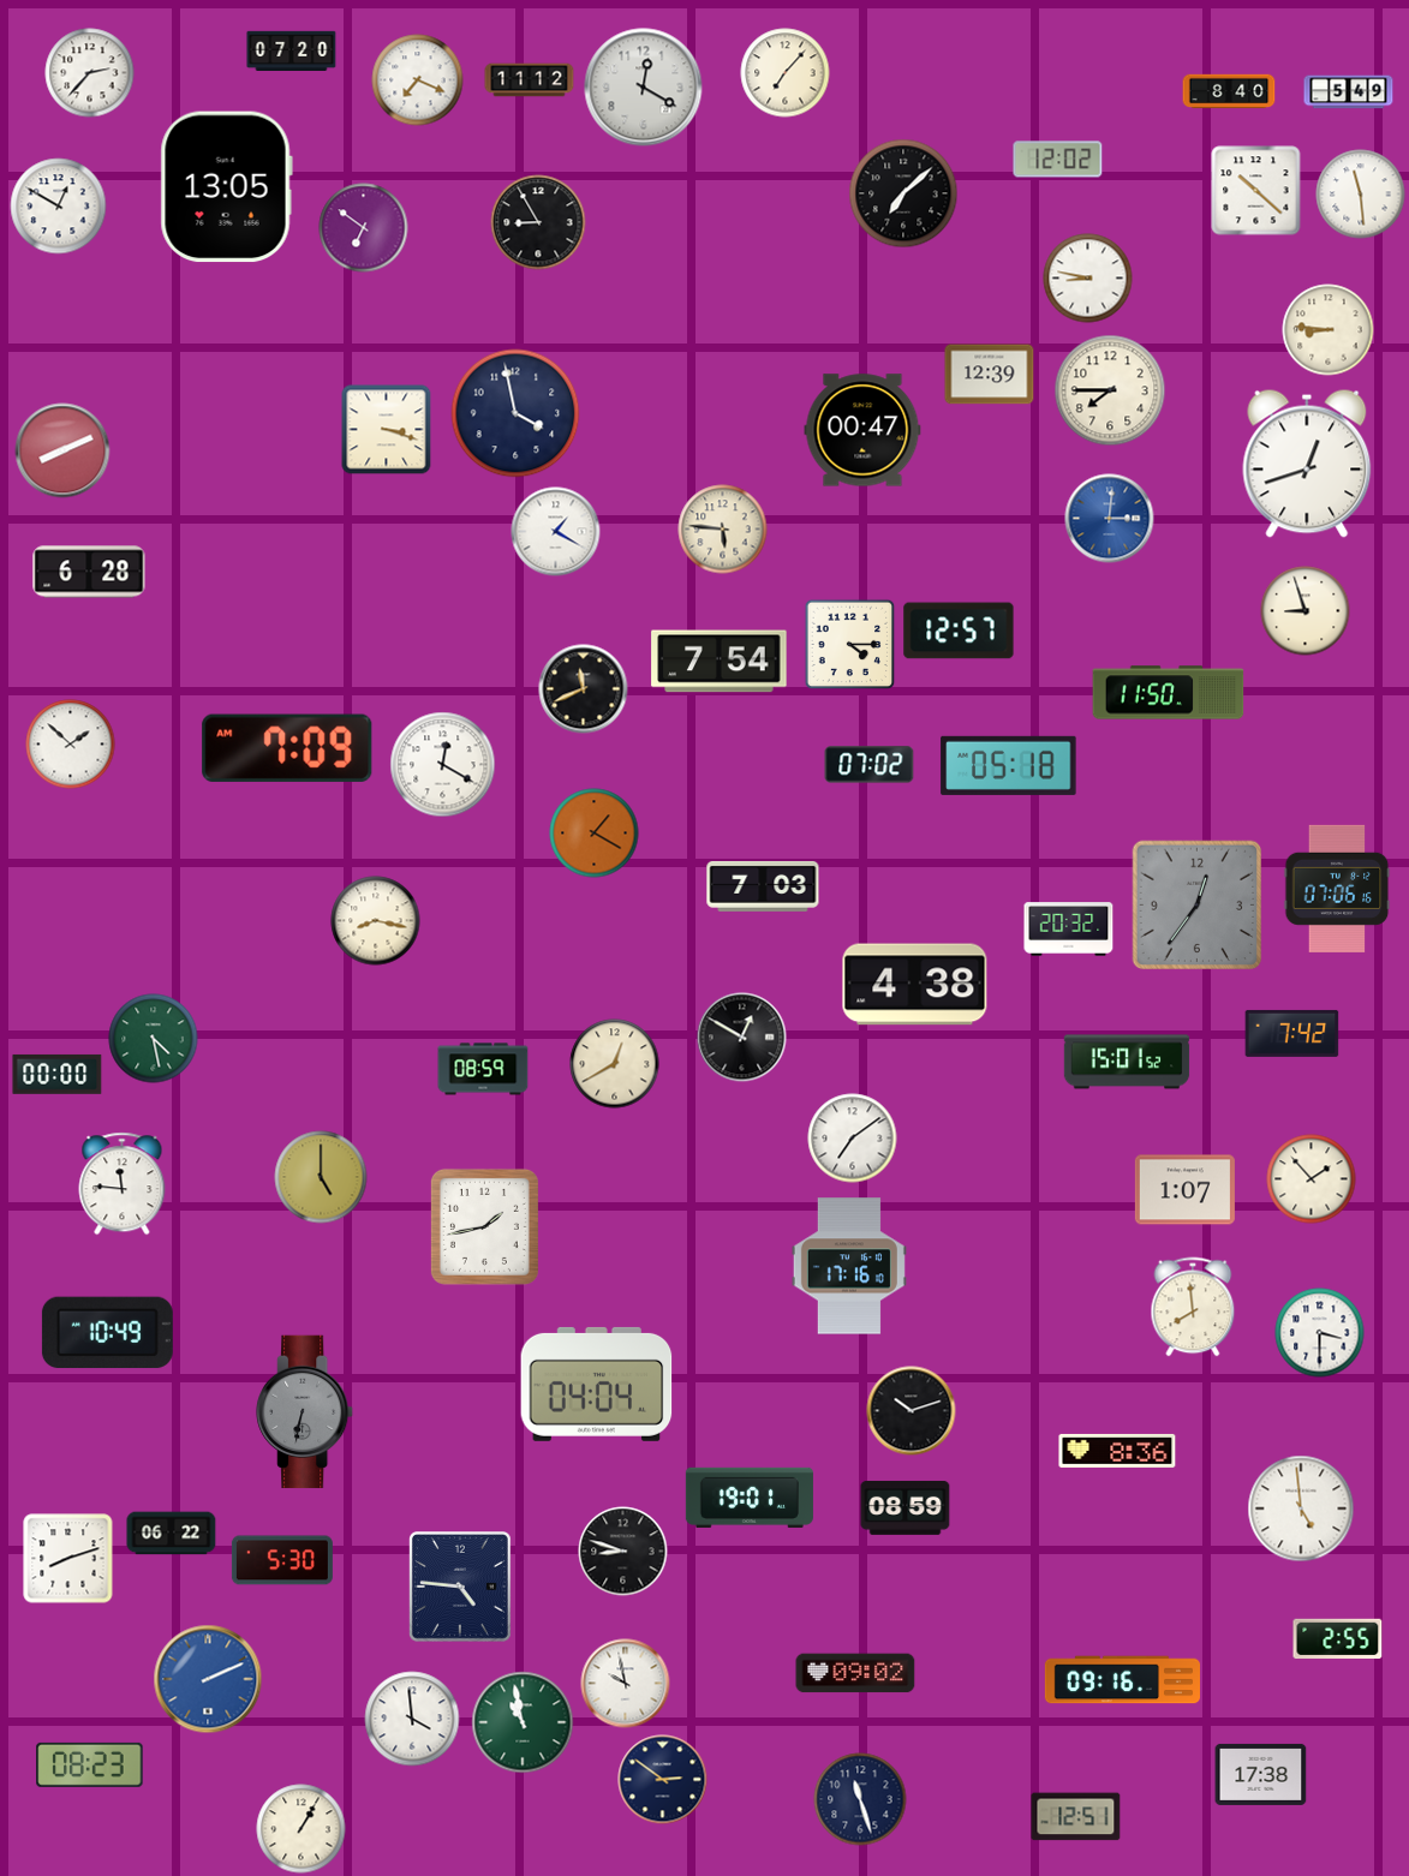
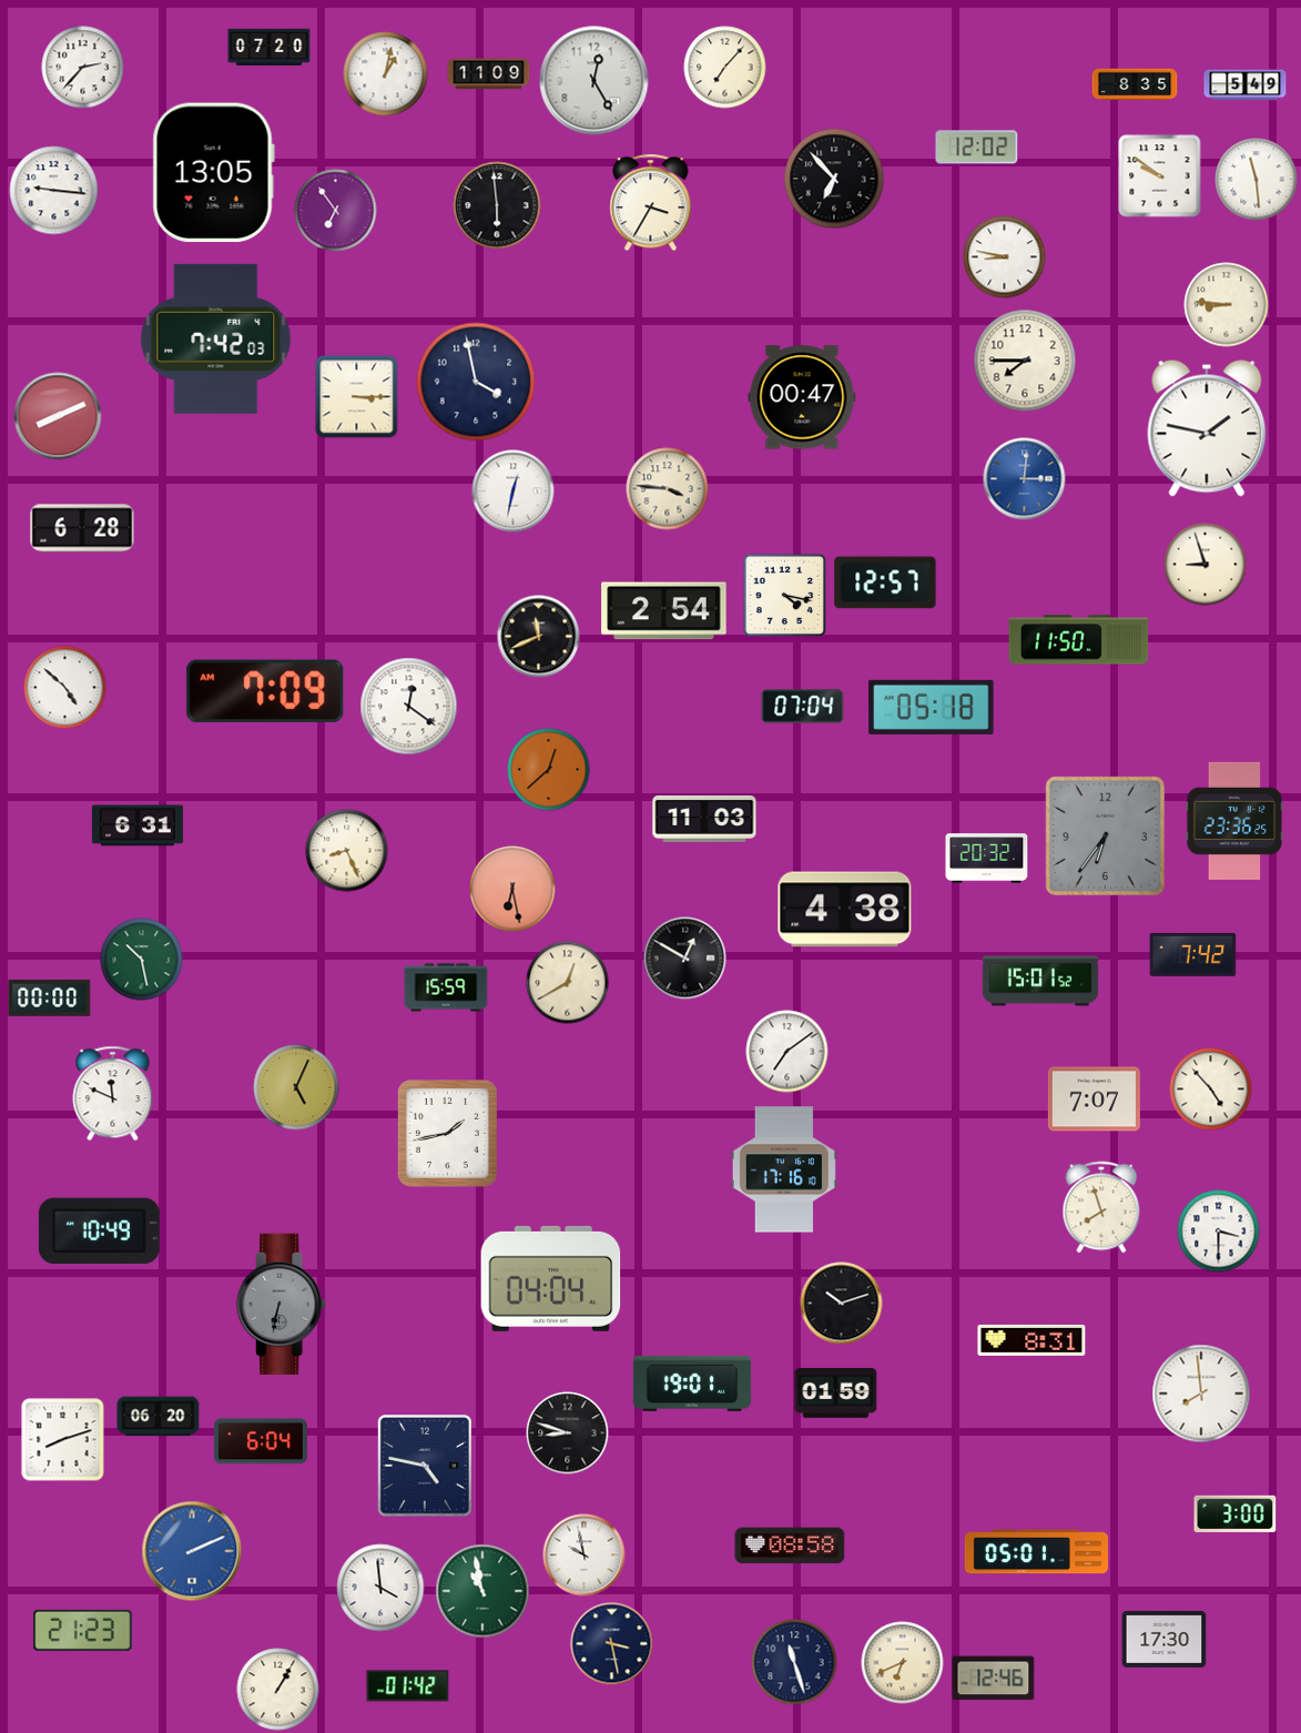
clock at (418, 80): 7:19 -> 1:02
clock at (530, 80): 11:12 -> 11:09
clock at (644, 88): 12:20 -> 12:25
clock at (1229, 91): 8:40 -> 8:35
clock at (226, 187) position: (226, 187) -> (213, 173)
clock at (1256, 191): 10:22 -> 9:51
clock at (903, 193): 7:08 -> 6:53
clock at (59, 207): 12:50 -> 9:16
clock at (651, 203): none -> 3:35
clock at (538, 222): 8:55 -> 5:59
clock at (364, 228): 6:51 -> 6:54
clock at (216, 338): none -> 7:42
clock at (990, 375): 12:39 -> none
clock at (387, 430): 3:18 -> 3:15
clock at (862, 430) position: (862, 430) -> (802, 397)
clock at (1307, 464): 12:42 -> 1:47
clock at (723, 530): 5:46 -> 3:46
clock at (556, 532): 1:20 -> 12:32
clock at (850, 645): 4:15 -> 4:17
clock at (720, 662): 7:54 -> 2:54
clock at (71, 745): 1:52 -> 4:52
clock at (443, 765): 12:20 -> 12:21
clock at (870, 765): 07:02 -> 07:04
clock at (595, 834): 1:20 -> 12:38
clock at (763, 886): 7:03 -> 11:03
clock at (1337, 889): 07:06 -> 23:36
clock at (138, 825): none -> 6:31
clock at (1198, 906): 12:36 -> 6:36
clock at (376, 921): 8:17 -> 8:26
clock at (512, 889): none -> 6:28
clock at (154, 1039): 4:28 -> 10:28
clock at (483, 1069): 08:59 -> 15:59
clock at (58, 1074) position: (58, 1074) -> (50, 997)
clock at (321, 1177): 5:00 -> 5:04
clock at (1312, 1179): 1:53 -> 4:53
clock at (123, 1184): 11:46 -> 11:49
clock at (1184, 1190): 1:07 -> 7:07
clock at (1193, 1307): 7:59 -> 7:57
clock at (1117, 1451): 8:36 -> 8:31
clock at (906, 1507): 08:59 -> 01:59
clock at (1301, 1508): 4:59 -> 7:59
clock at (172, 1534): 06:22 -> 06:20
clock at (623, 1552) position: (623, 1552) -> (568, 1433)
clock at (282, 1560): 5:30 -> 6:04
clock at (460, 1588): 4:46 -> 4:47
clock at (1338, 1639): 2:55 -> 3:00
clock at (855, 1673): 09:02 -> 08:58
clock at (1122, 1680): 09:16 -> 05:01
clock at (626, 1684) position: (626, 1684) -> (585, 1555)
clock at (90, 1764): 08:23 -> 21:23
clock at (1261, 1774): 17:38 -> 17:30
clock at (663, 1780): 2:51 -> 3:28
clock at (903, 1663): none -> 6:41
clock at (1076, 1817): 12:51 -> 12:46
clock at (408, 1686): none -> 01:42
